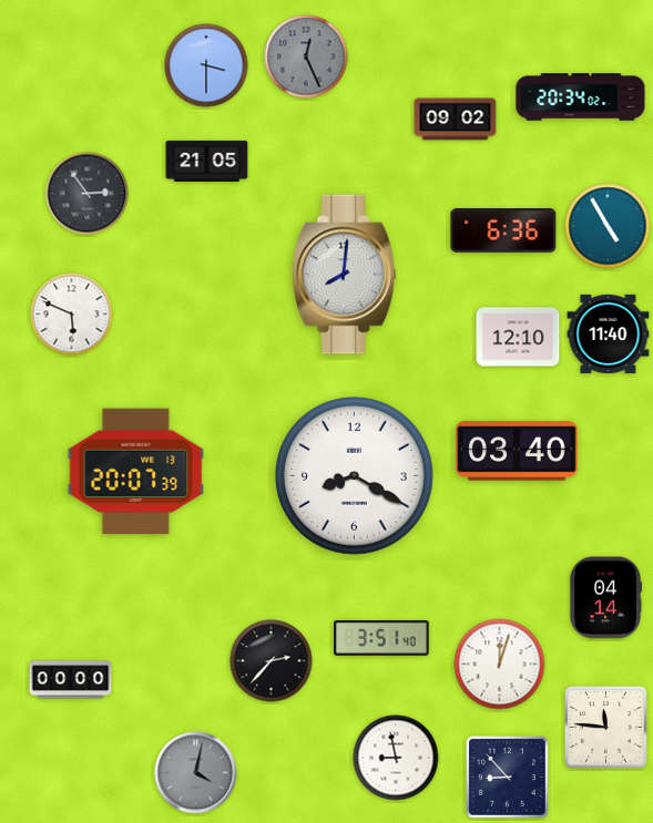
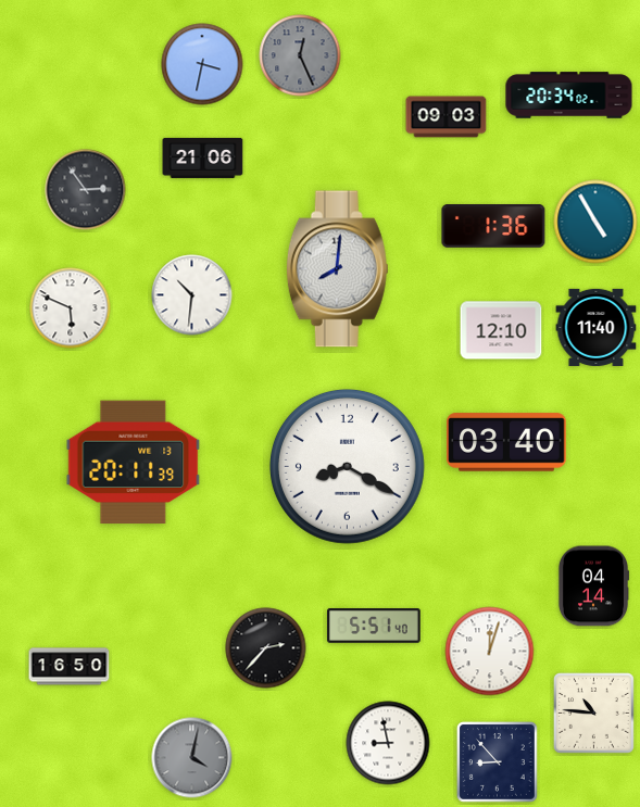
clock at (206, 65): 3:30 -> 3:32
clock at (456, 120): 09:02 -> 09:03
clock at (207, 161): 21:05 -> 21:06
clock at (503, 232): 6:36 -> 1:36
clock at (192, 295): none -> 10:31
clock at (518, 337) position: (518, 337) -> (501, 330)
clock at (136, 472): 20:07 -> 20:11
clock at (381, 639): 3:51 -> 5:51
clock at (71, 680): 00:00 -> 16:50
clock at (605, 727): 11:46 -> 10:46
